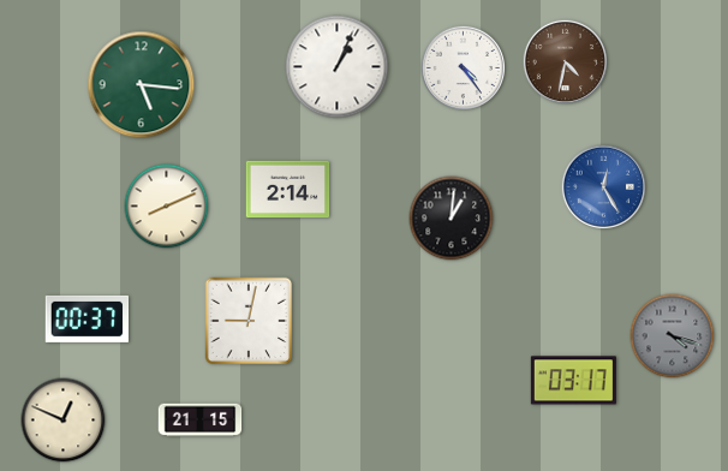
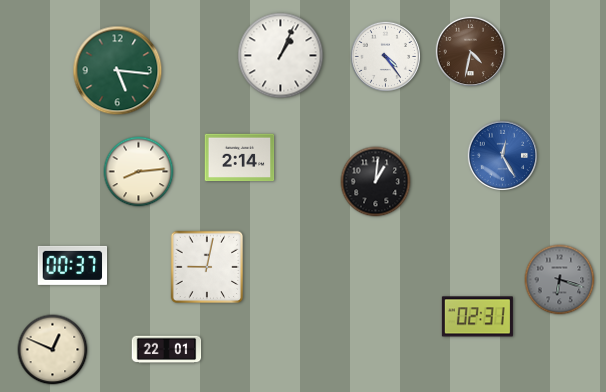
clock at (167, 207): 8:11 -> 8:14
clock at (673, 336): 4:18 -> 6:18
clock at (573, 381): 03:17 -> 02:31
clock at (201, 421): 21:15 -> 22:01
